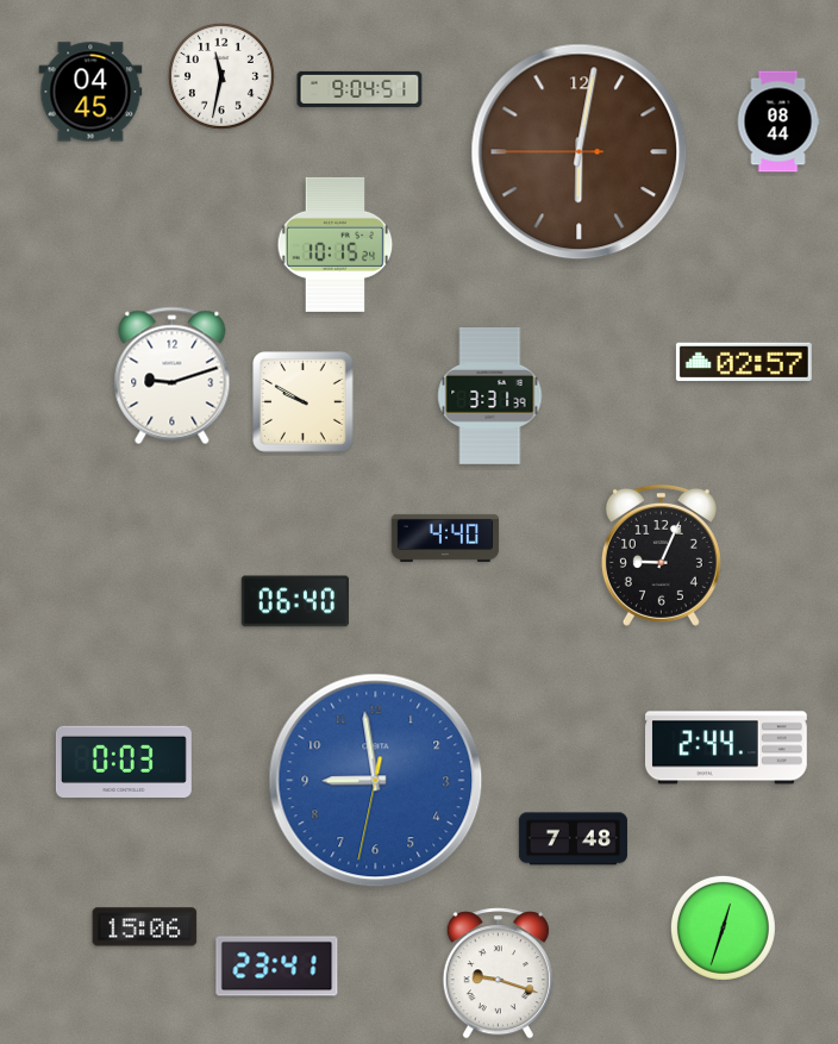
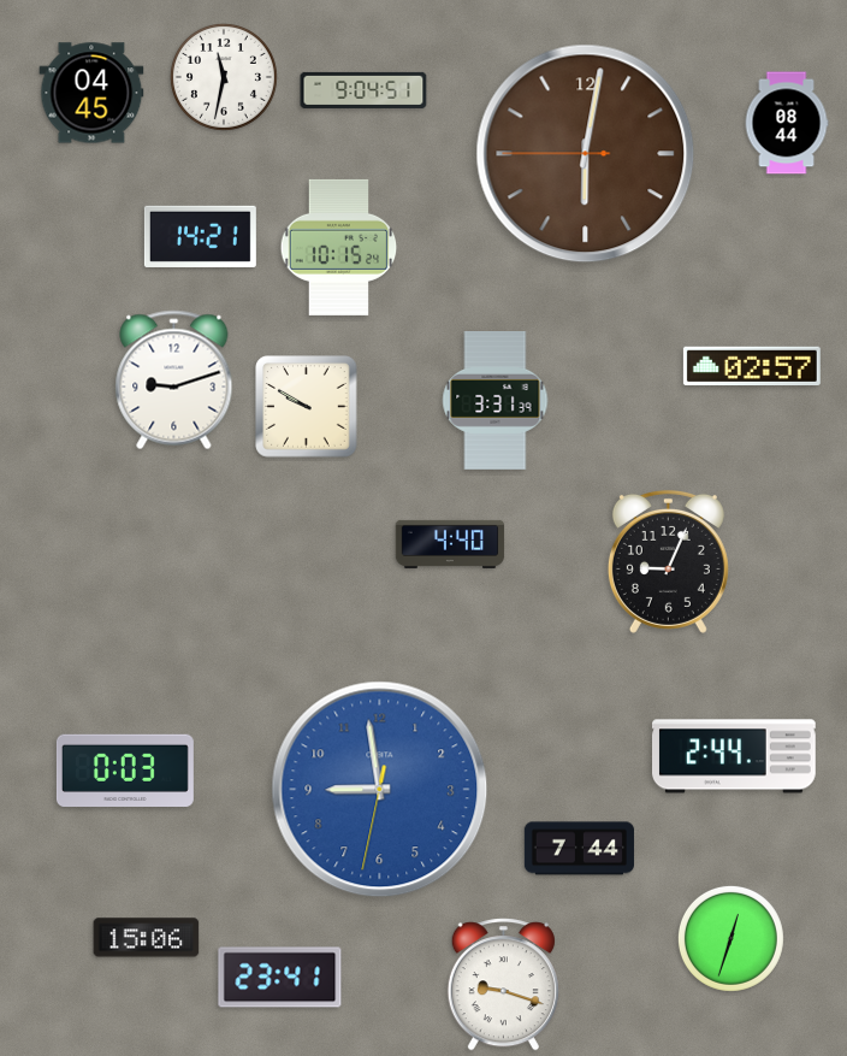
clock at (200, 236): none -> 14:21
clock at (294, 601): 06:40 -> none
clock at (573, 839): 7:48 -> 7:44
